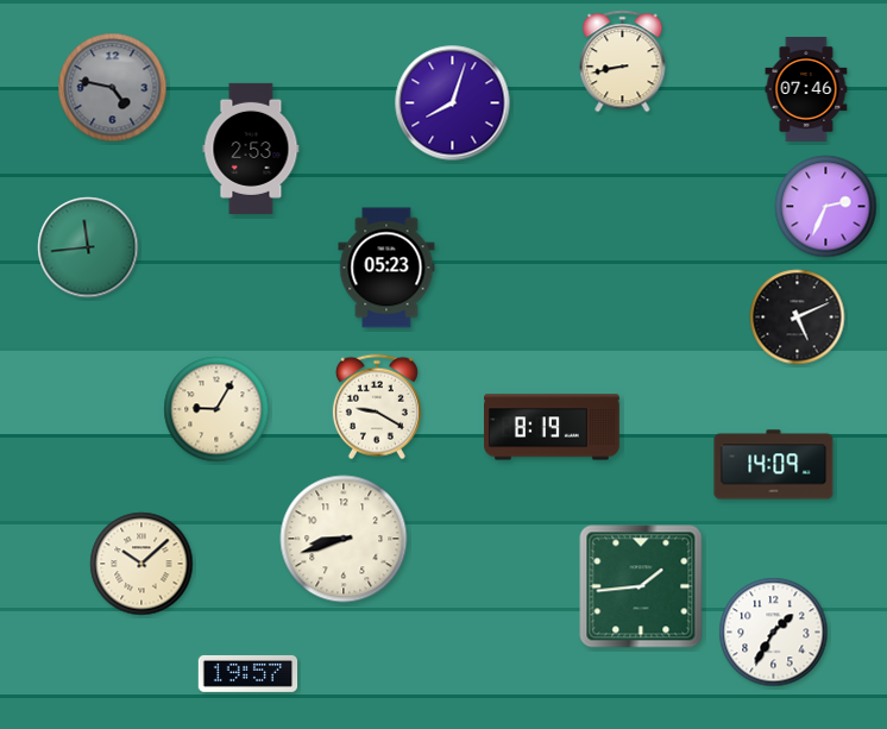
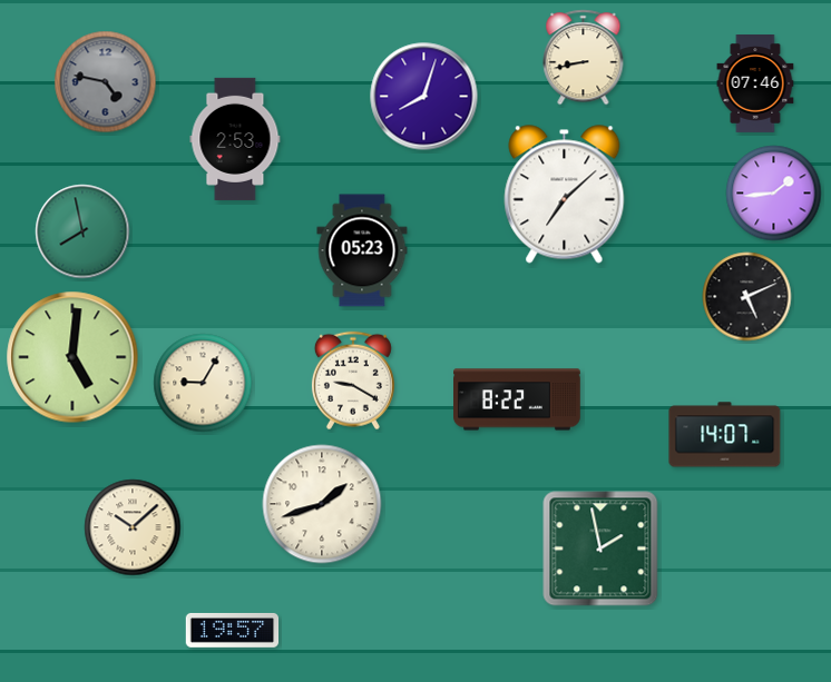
clock at (826, 207): 2:34 -> 1:44
clock at (565, 195): none -> 7:08
clock at (88, 247): 11:44 -> 7:58
clock at (72, 357): none -> 5:01
clock at (552, 427): 8:19 -> 8:22
clock at (774, 465): 14:09 -> 14:07
clock at (344, 539): 8:42 -> 1:42
clock at (641, 586): 1:44 -> 1:58
clock at (774, 633): 1:35 -> none
